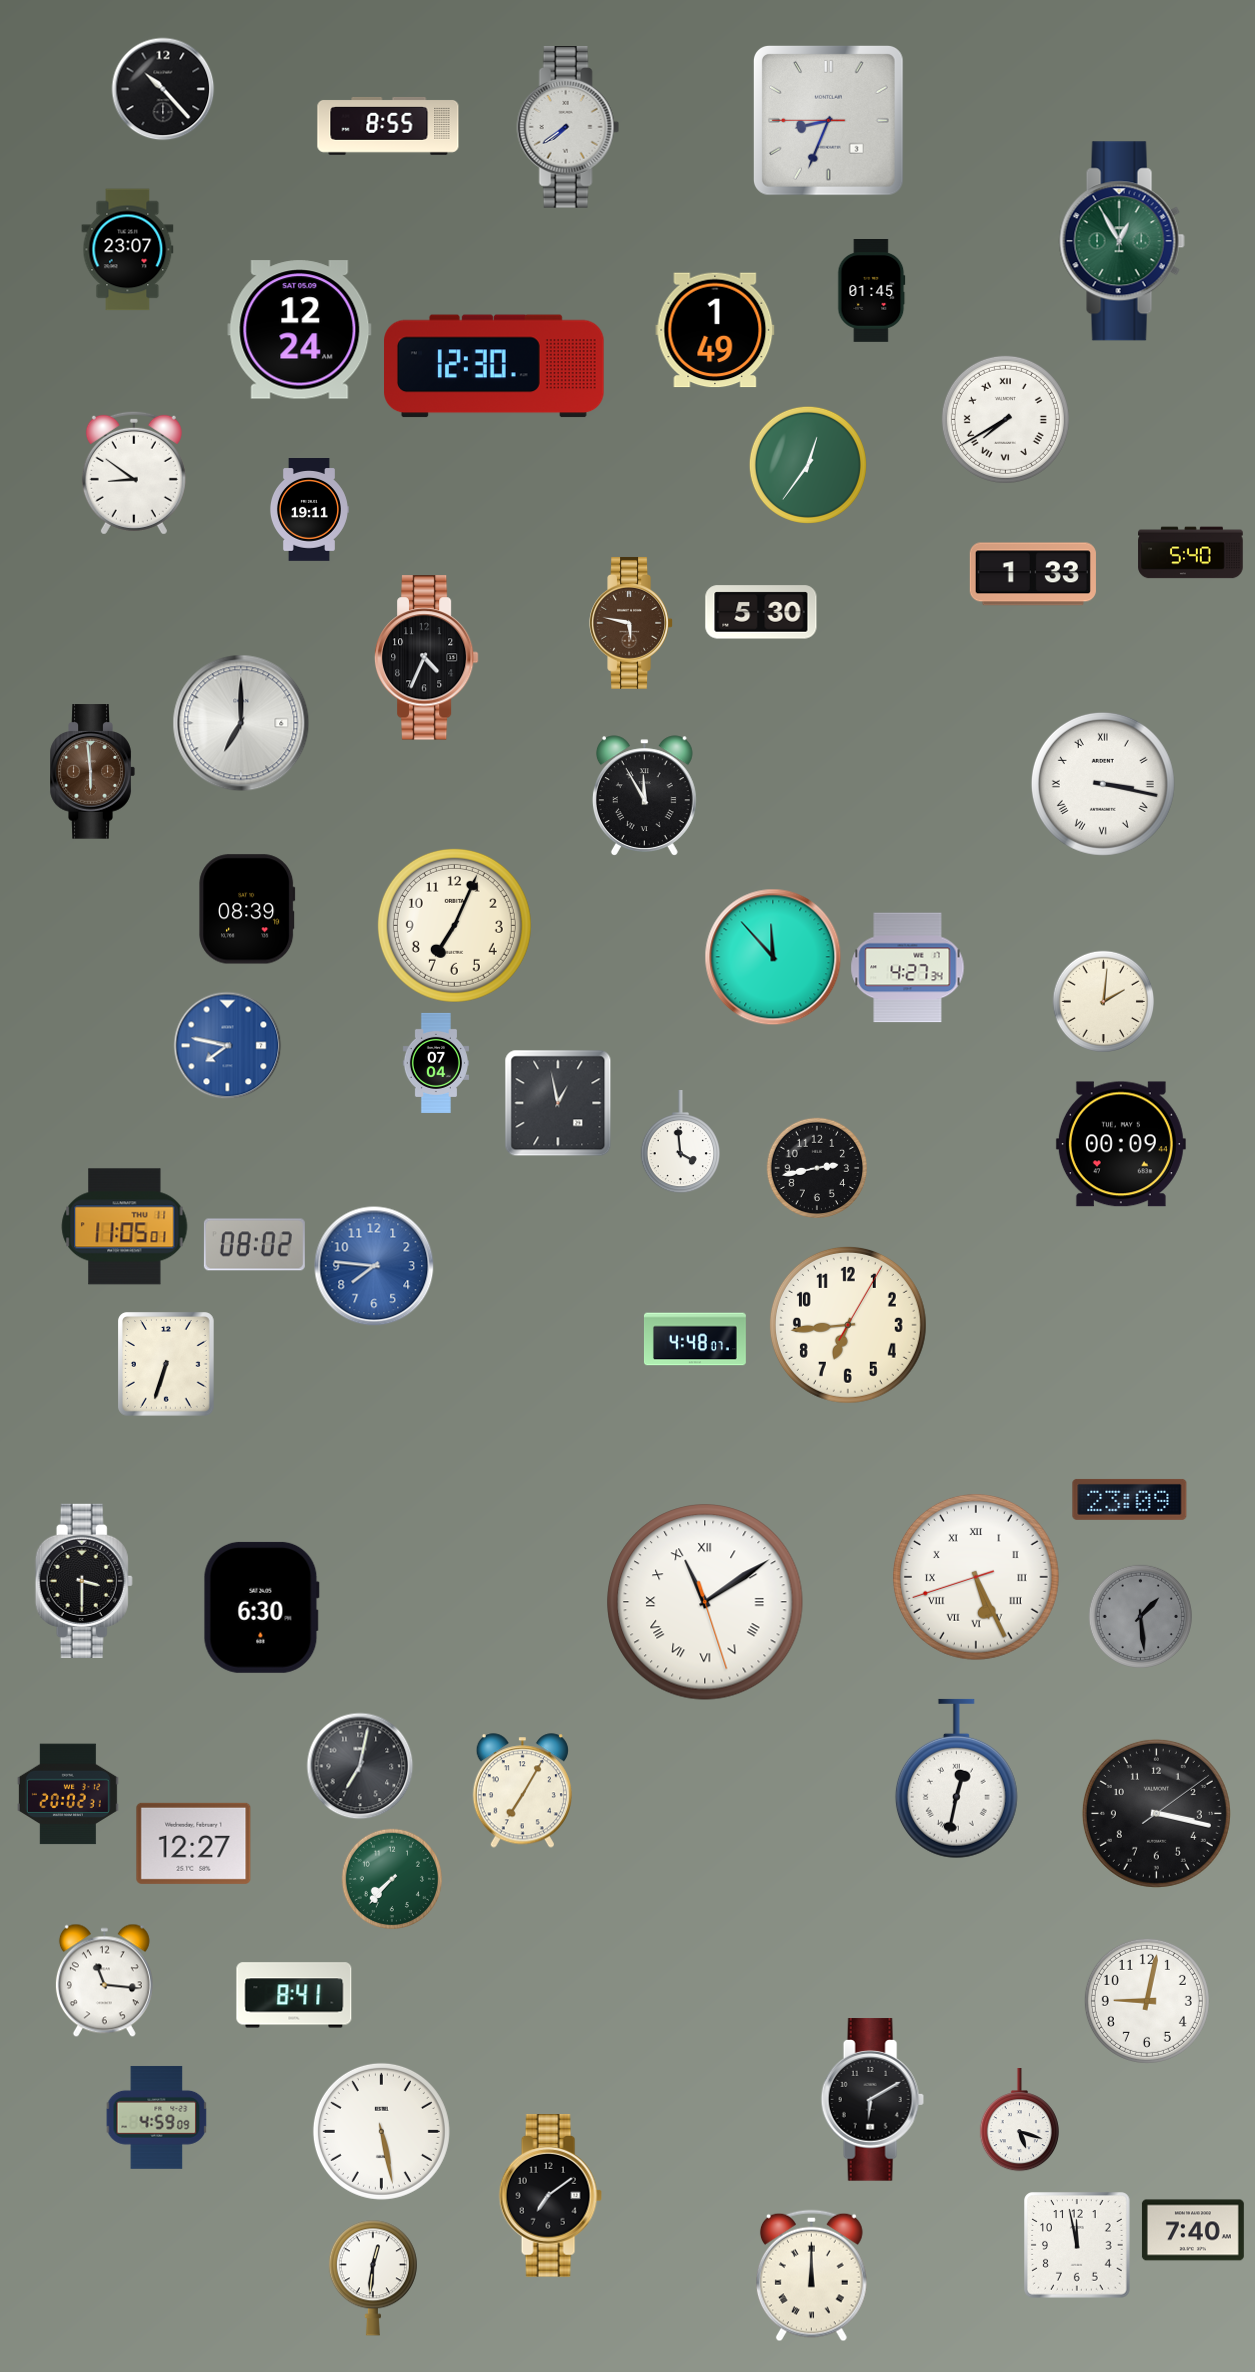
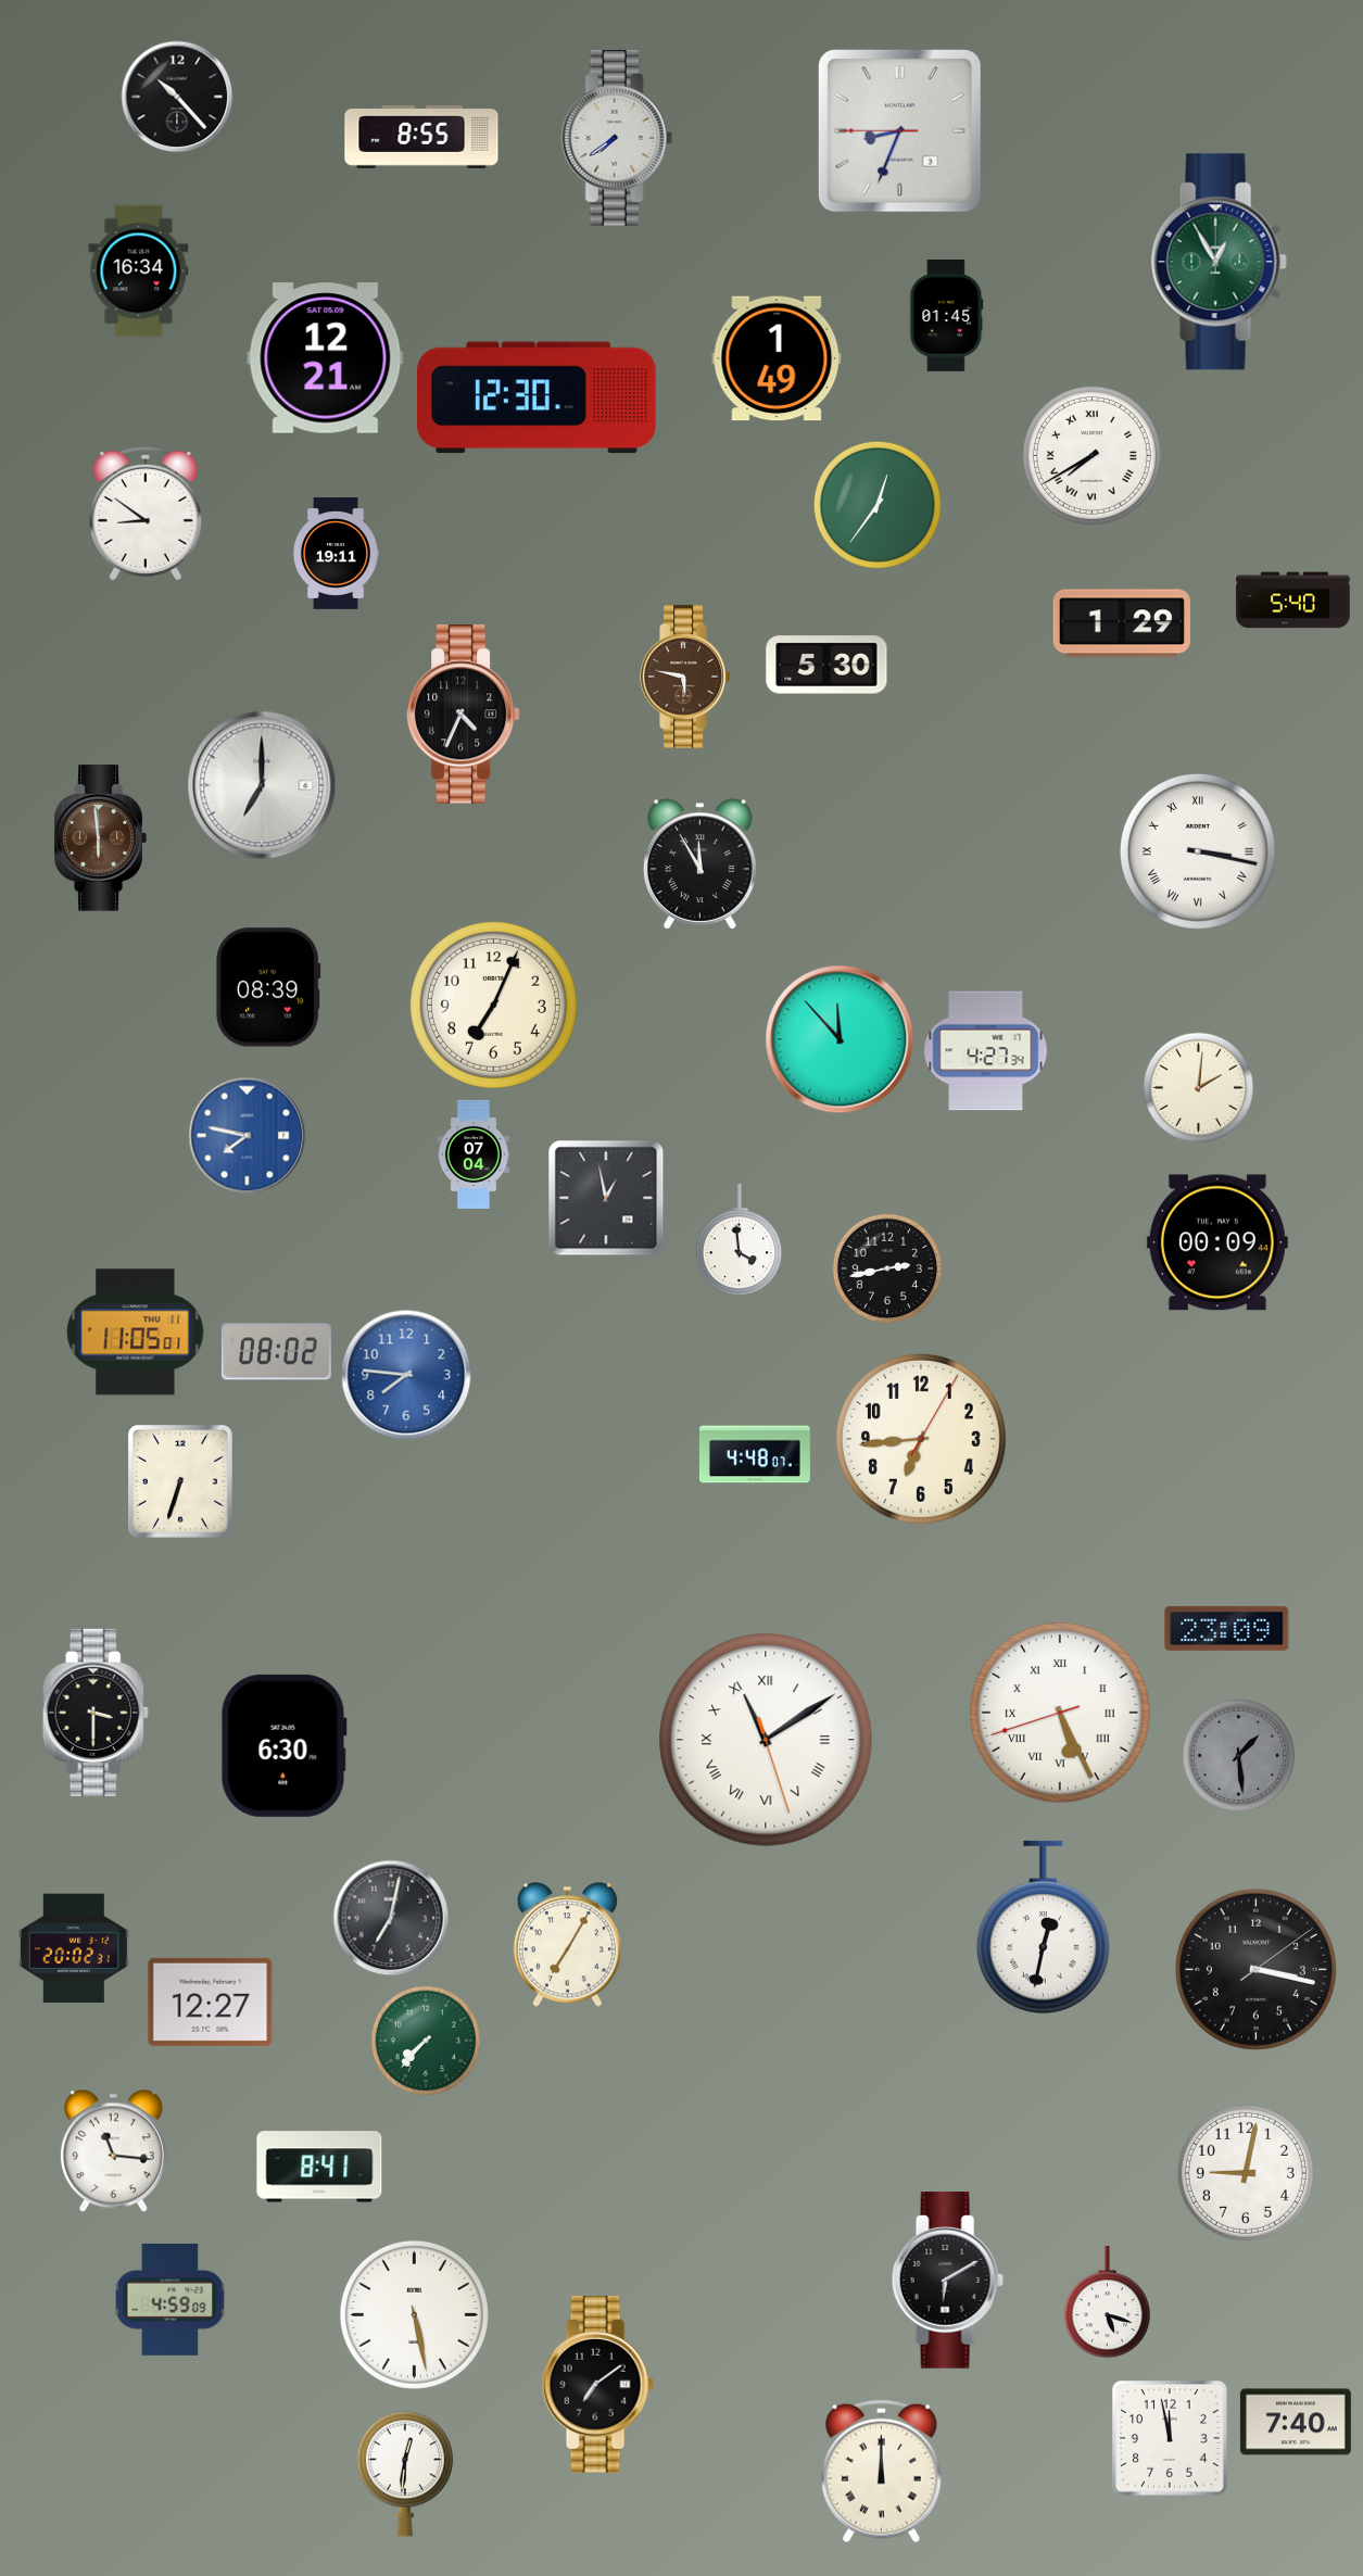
clock at (128, 250): 23:07 -> 16:34
clock at (300, 330): 12:24 -> 12:21
clock at (1033, 574): 1:33 -> 1:29
clock at (84, 1581) position: (84, 1581) -> (96, 1713)
clock at (956, 1779) position: (956, 1779) -> (1043, 1928)
